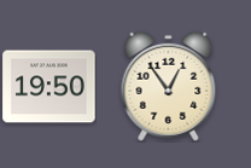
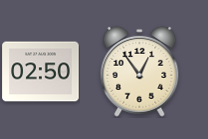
clock at (49, 87): 19:50 -> 02:50
